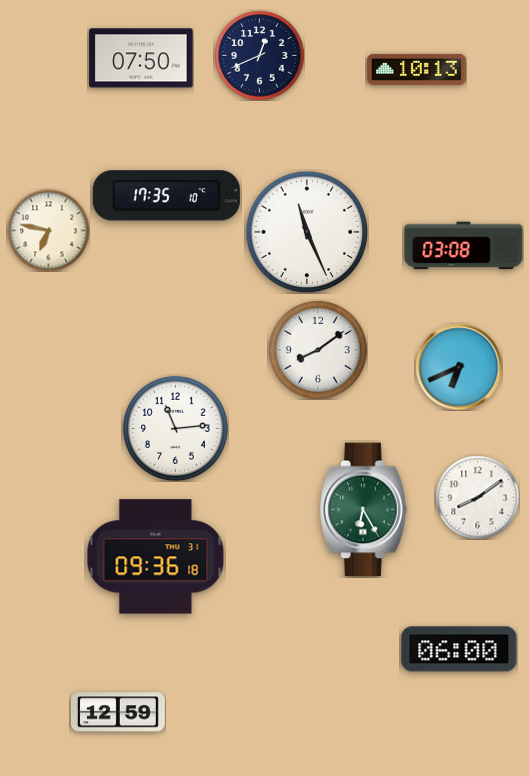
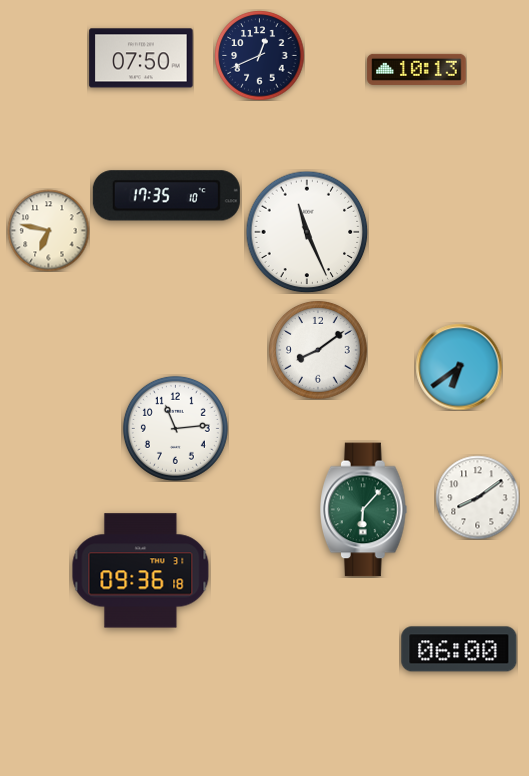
clock at (464, 246): 03:08 -> none
clock at (459, 367): 6:41 -> 6:39
clock at (364, 510): 6:25 -> 6:07
clock at (156, 557) position: (156, 557) -> (141, 571)
clock at (118, 712): 12:59 -> none
